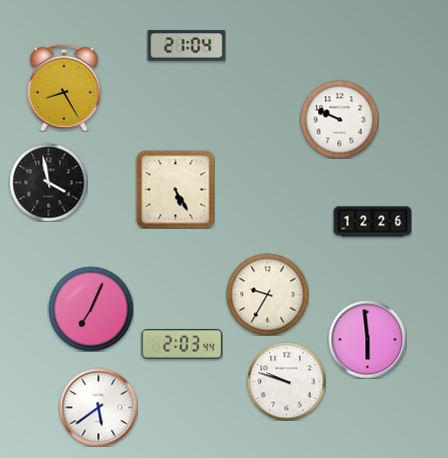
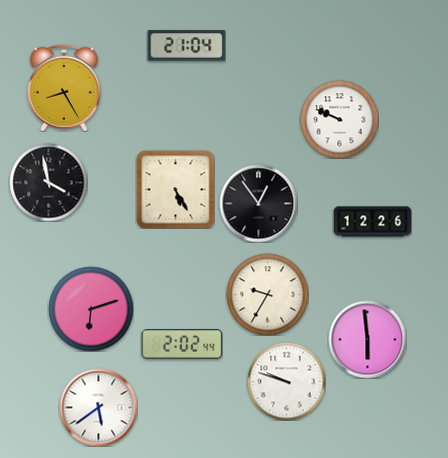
clock at (258, 203): none -> 12:54
clock at (91, 309): 7:04 -> 6:12
clock at (182, 344): 2:03 -> 2:02
